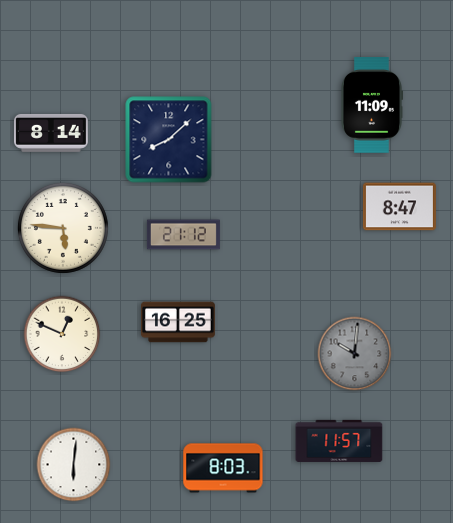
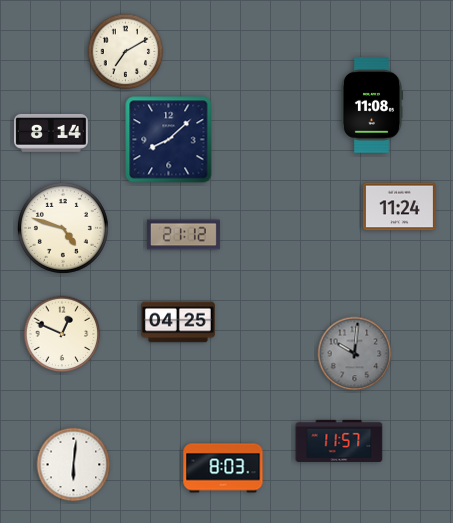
clock at (126, 52): none -> 7:10
clock at (371, 105): 11:09 -> 11:08
clock at (399, 207): 8:47 -> 11:24
clock at (63, 228): 5:46 -> 4:48
clock at (179, 322): 16:25 -> 04:25
